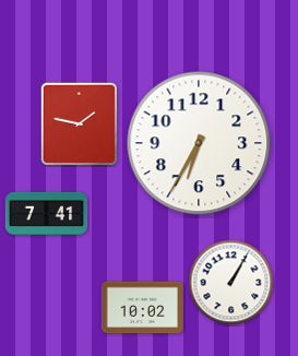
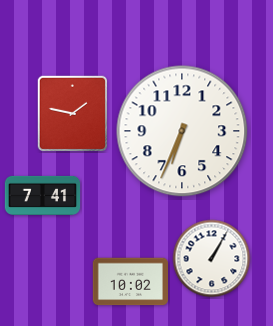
clock at (199, 143): 6:35 -> 6:34
